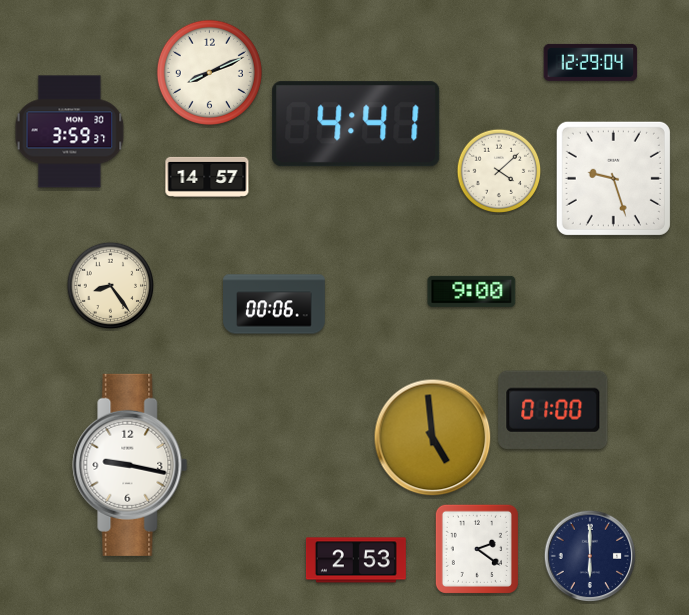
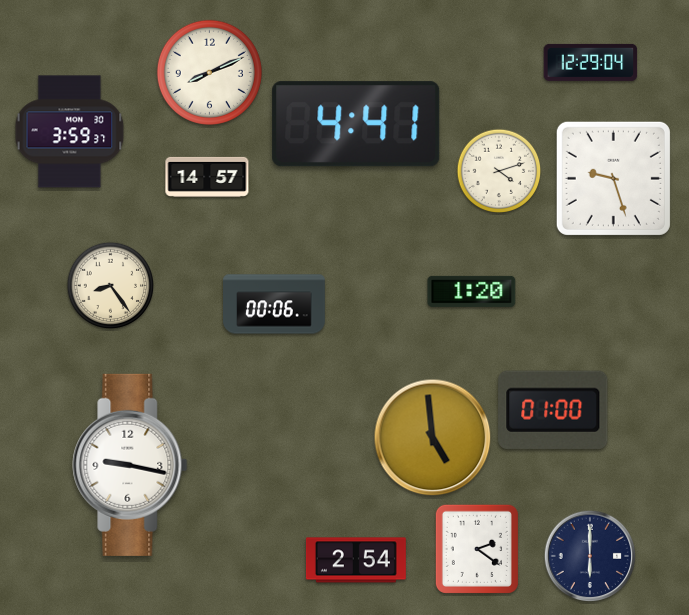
clock at (499, 171): 4:08 -> 4:12
clock at (472, 291): 9:00 -> 1:20
clock at (356, 560): 2:53 -> 2:54
